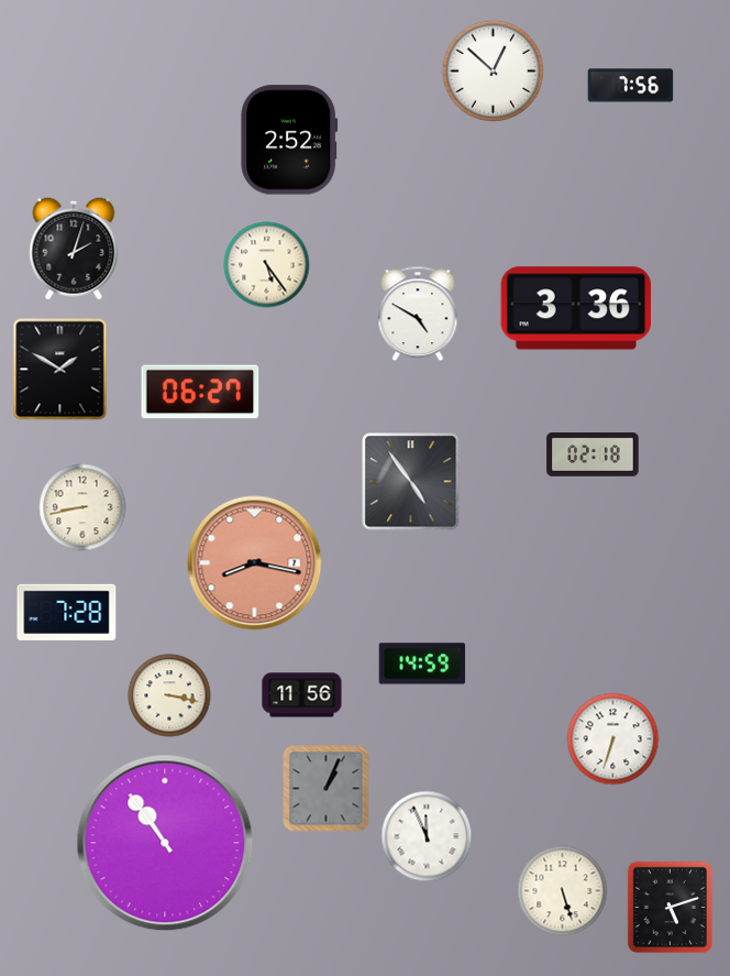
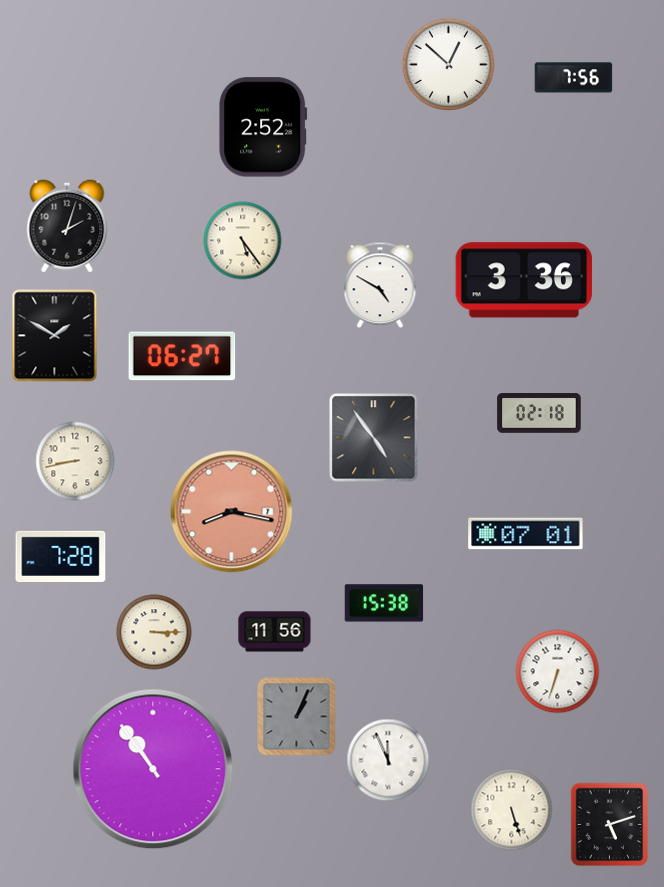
clock at (526, 534): none -> 07:01
clock at (422, 664): 14:59 -> 15:38
clock at (169, 695): 3:17 -> 3:15
clock at (165, 843) position: (165, 843) -> (153, 769)
